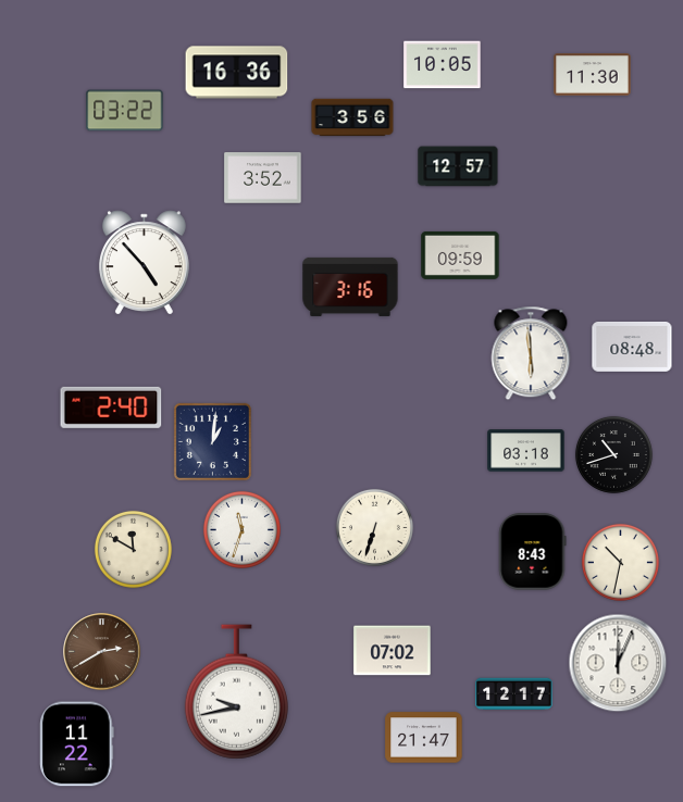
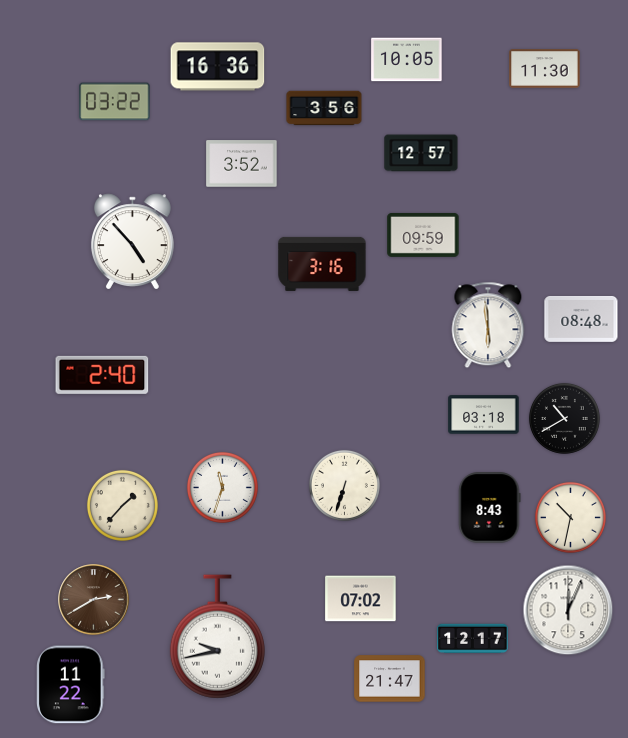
clock at (212, 441): 1:01 -> none
clock at (613, 454): 10:42 -> 10:40
clock at (133, 549): 11:50 -> 1:37
